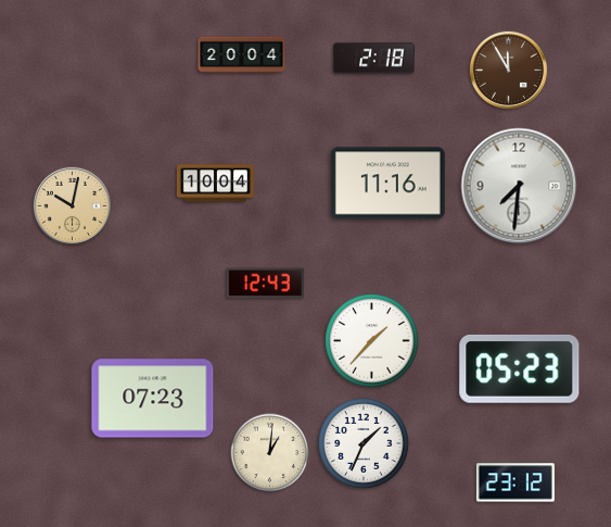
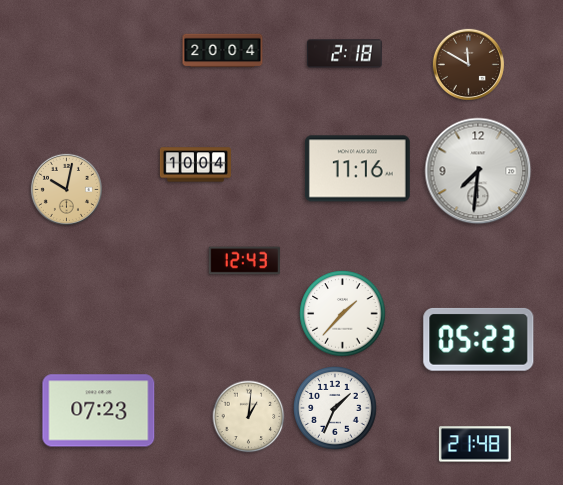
clock at (508, 70): 11:55 -> 11:50
clock at (215, 184) position: (215, 184) -> (195, 165)
clock at (153, 399) position: (153, 399) -> (99, 411)
clock at (515, 482): 23:12 -> 21:48
